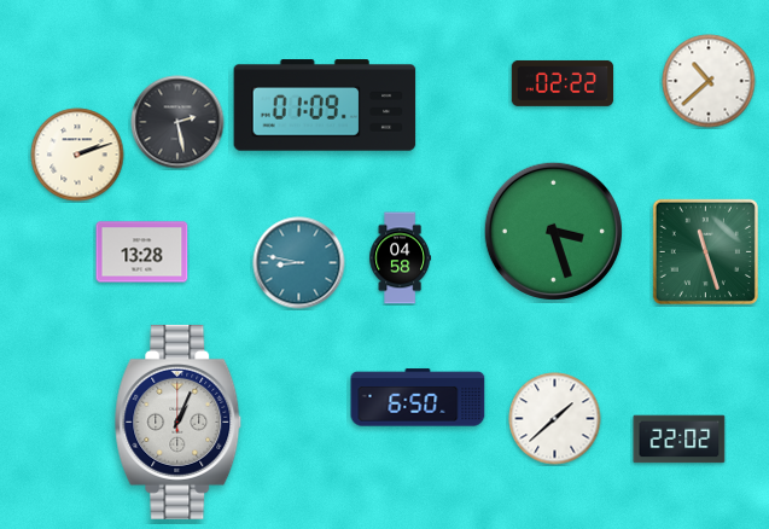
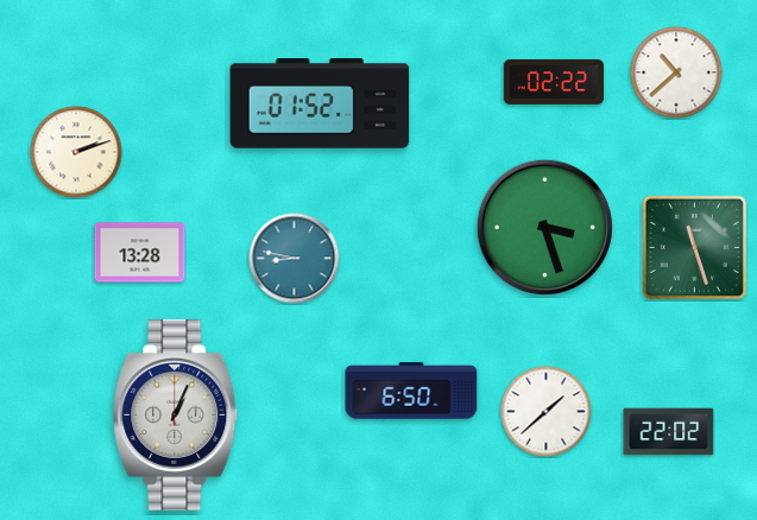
clock at (709, 81) position: (709, 81) -> (676, 72)
clock at (325, 105): 01:09 -> 01:52
clock at (177, 122): 2:28 -> none
clock at (142, 252) position: (142, 252) -> (140, 253)
clock at (401, 258): 04:58 -> none
